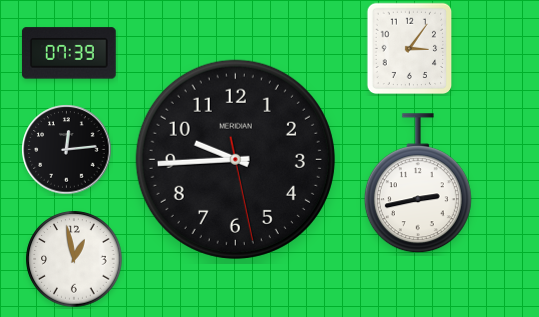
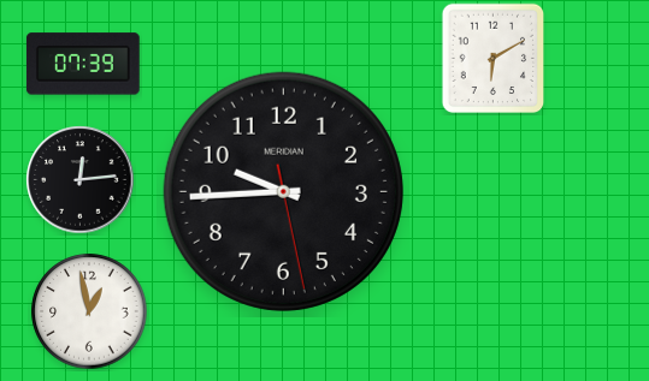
clock at (410, 49): 3:06 -> 6:10
clock at (418, 184): 2:43 -> none
